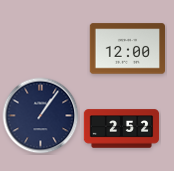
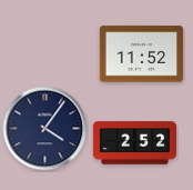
clock at (127, 49): 12:00 -> 11:52
clock at (41, 116): 1:06 -> 4:06
